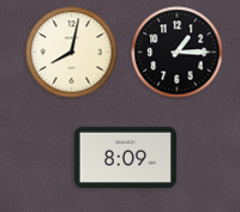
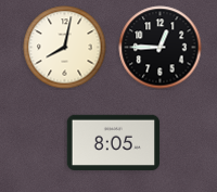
clock at (178, 53): 1:15 -> 12:45
clock at (126, 157): 8:09 -> 8:05
